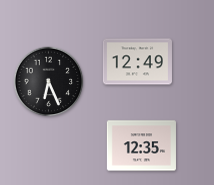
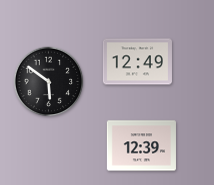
clock at (49, 82): 6:26 -> 5:51
clock at (141, 146): 12:35 -> 12:39
